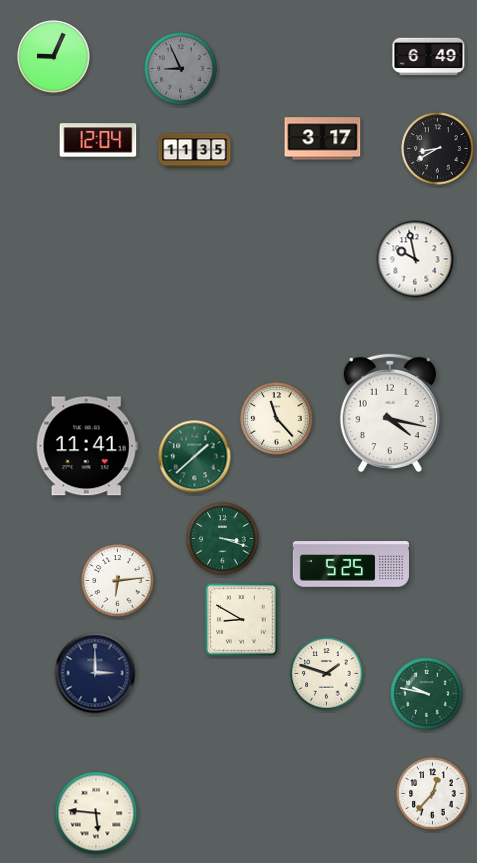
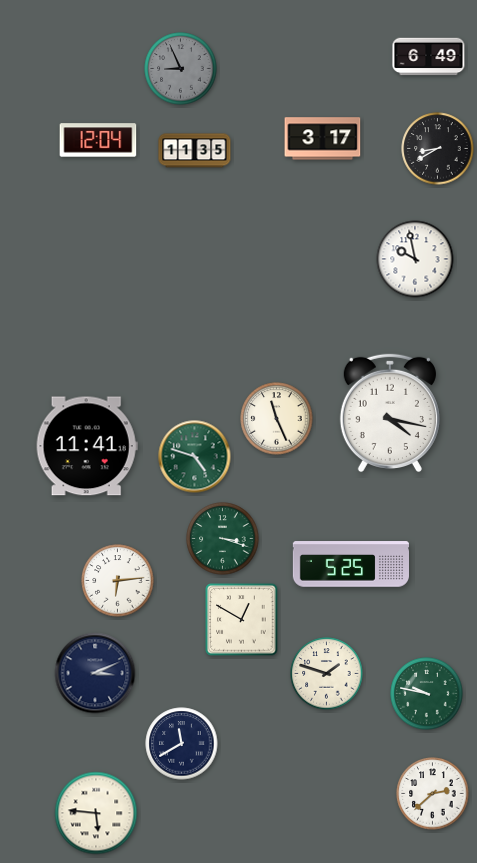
clock at (54, 57): 9:04 -> none
clock at (277, 419): 11:23 -> 11:26
clock at (195, 457): 1:38 -> 4:48
clock at (242, 620): 8:50 -> 12:50
clock at (95, 673): 3:00 -> 3:11
clock at (182, 744): none -> 11:40
clock at (433, 794): 12:37 -> 2:38
